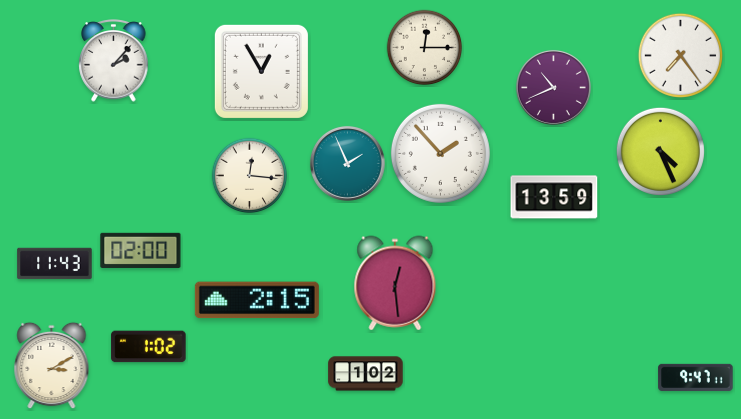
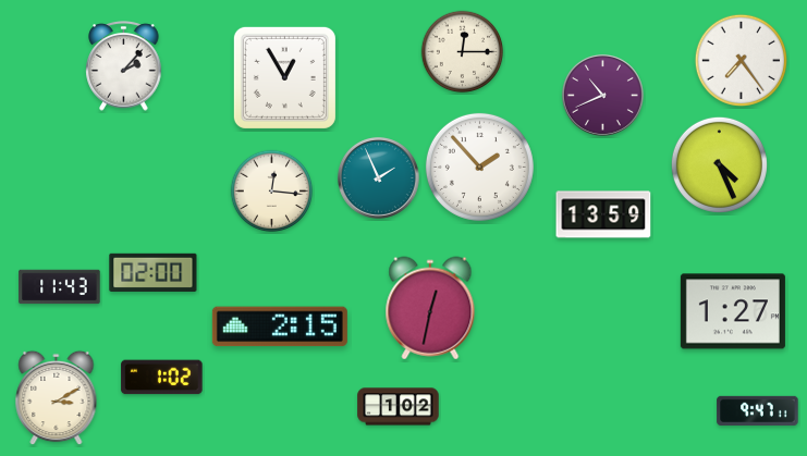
clock at (395, 283): 12:29 -> 12:32
clock at (733, 311): none -> 1:27
